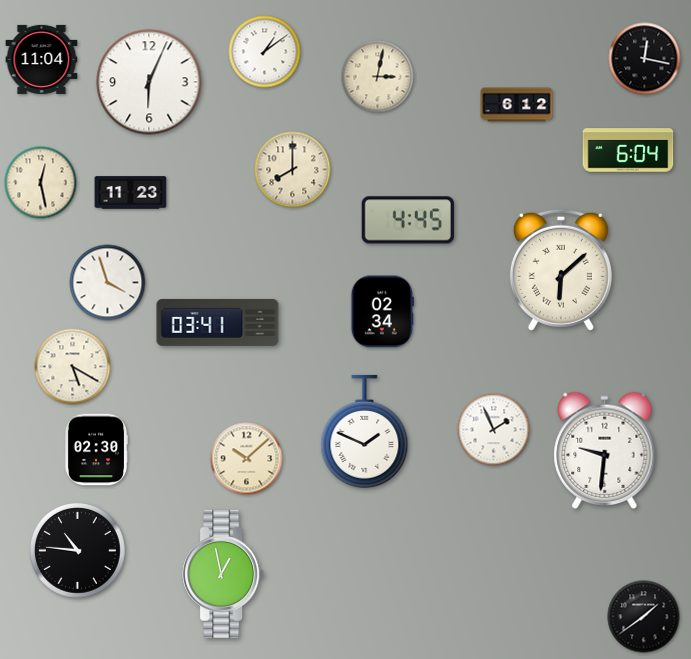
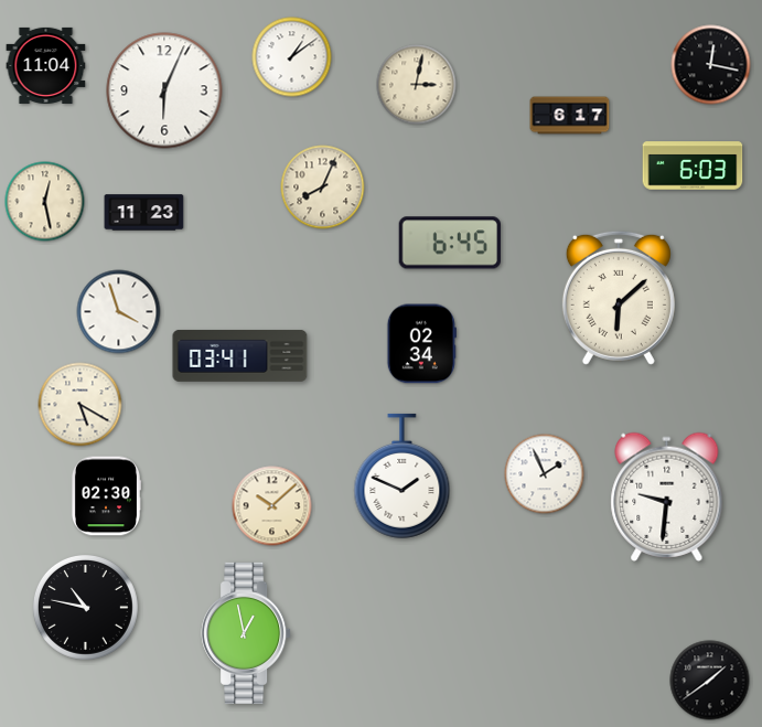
clock at (517, 105): 6:12 -> 6:17
clock at (628, 150): 6:04 -> 6:03
clock at (293, 170): 8:00 -> 8:04
clock at (408, 220): 4:45 -> 6:45
clock at (77, 550): 10:46 -> 10:47
